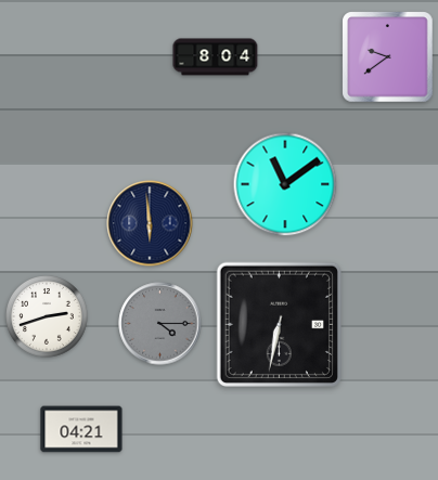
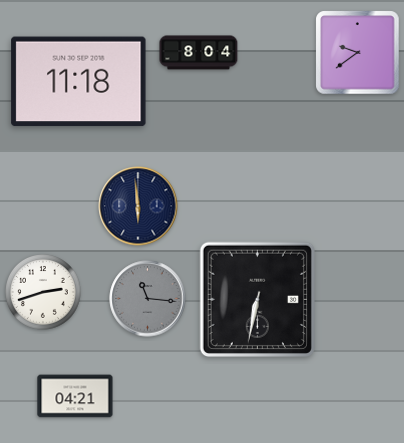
clock at (79, 82): none -> 11:18
clock at (285, 184): 11:09 -> none
clock at (160, 324): 4:15 -> 11:16
